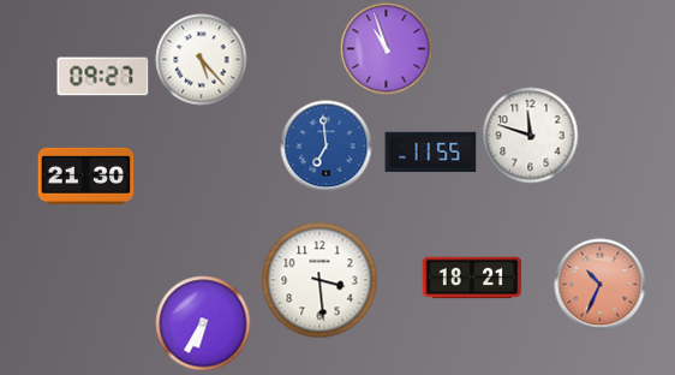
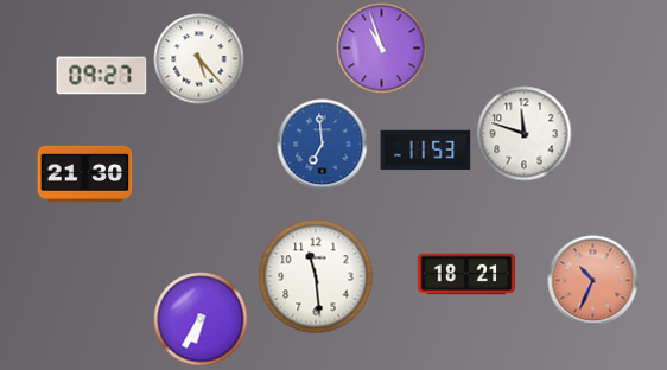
clock at (431, 153): 11:55 -> 11:53
clock at (319, 280): 3:29 -> 11:29
